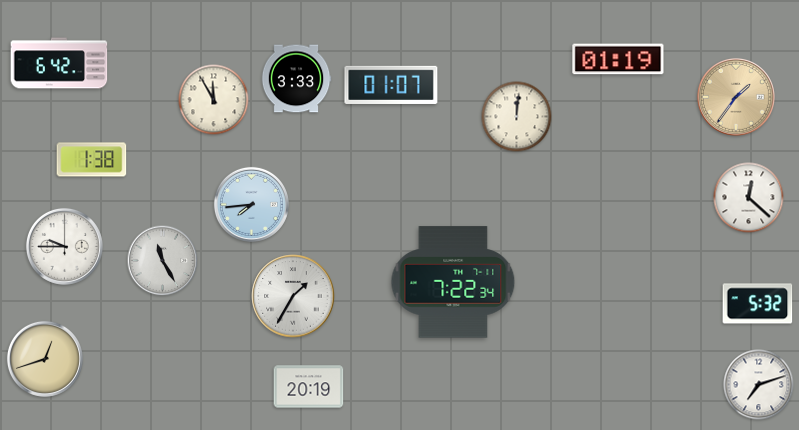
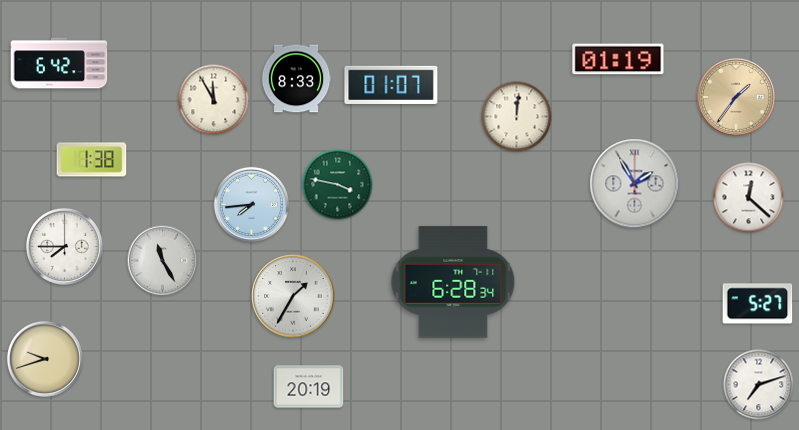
clock at (296, 79): 3:33 -> 8:33
clock at (635, 184): none -> 1:55
clock at (338, 185): none -> 3:47
clock at (64, 246): 9:45 -> 7:45
clock at (453, 282): 7:22 -> 6:28
clock at (758, 304): 5:32 -> 5:27
clock at (45, 359): 12:42 -> 9:42
